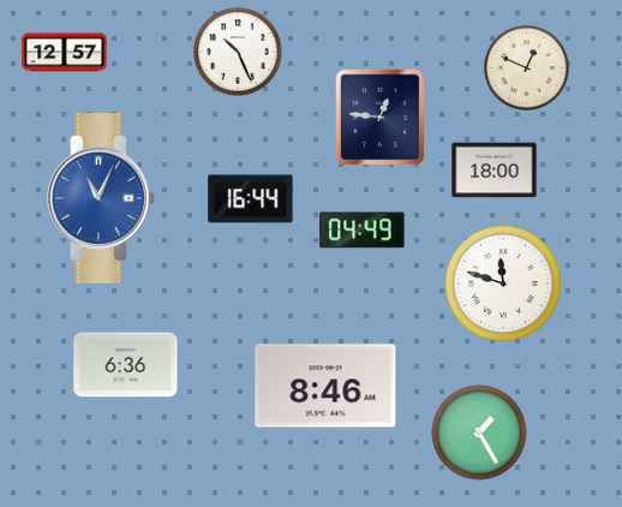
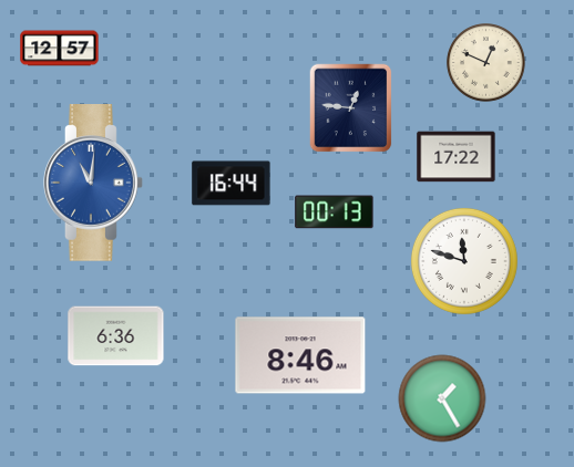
clock at (238, 52): 10:26 -> none
clock at (495, 171): 18:00 -> 17:22
clock at (101, 198): 11:04 -> 11:01
clock at (363, 231): 04:49 -> 00:13
